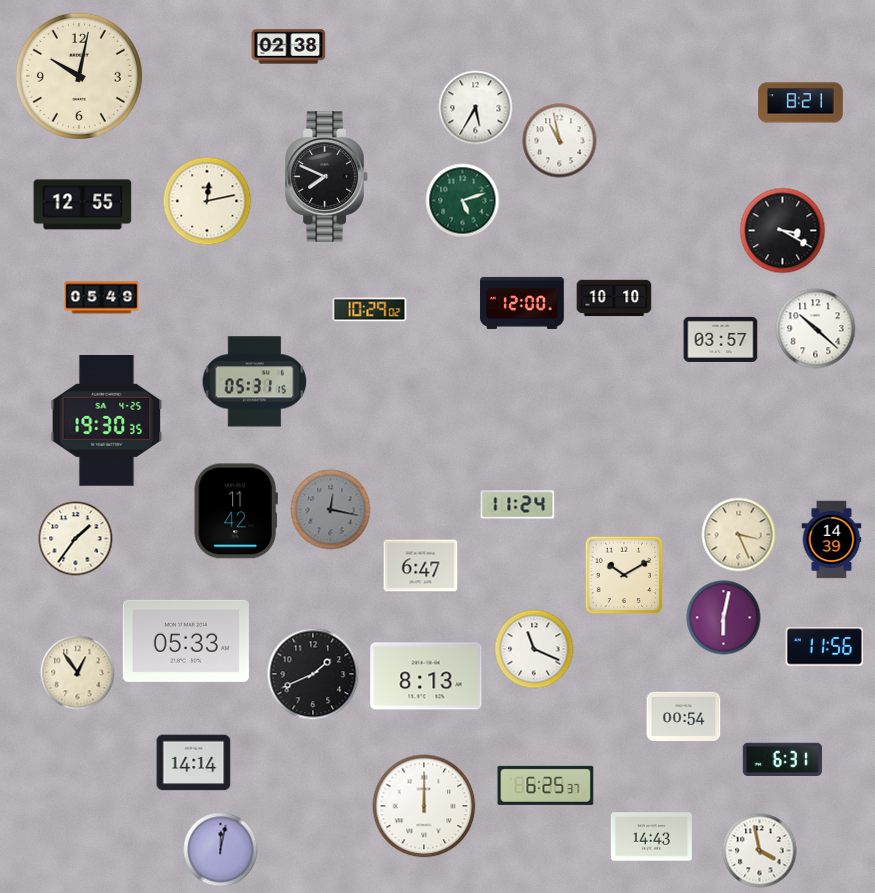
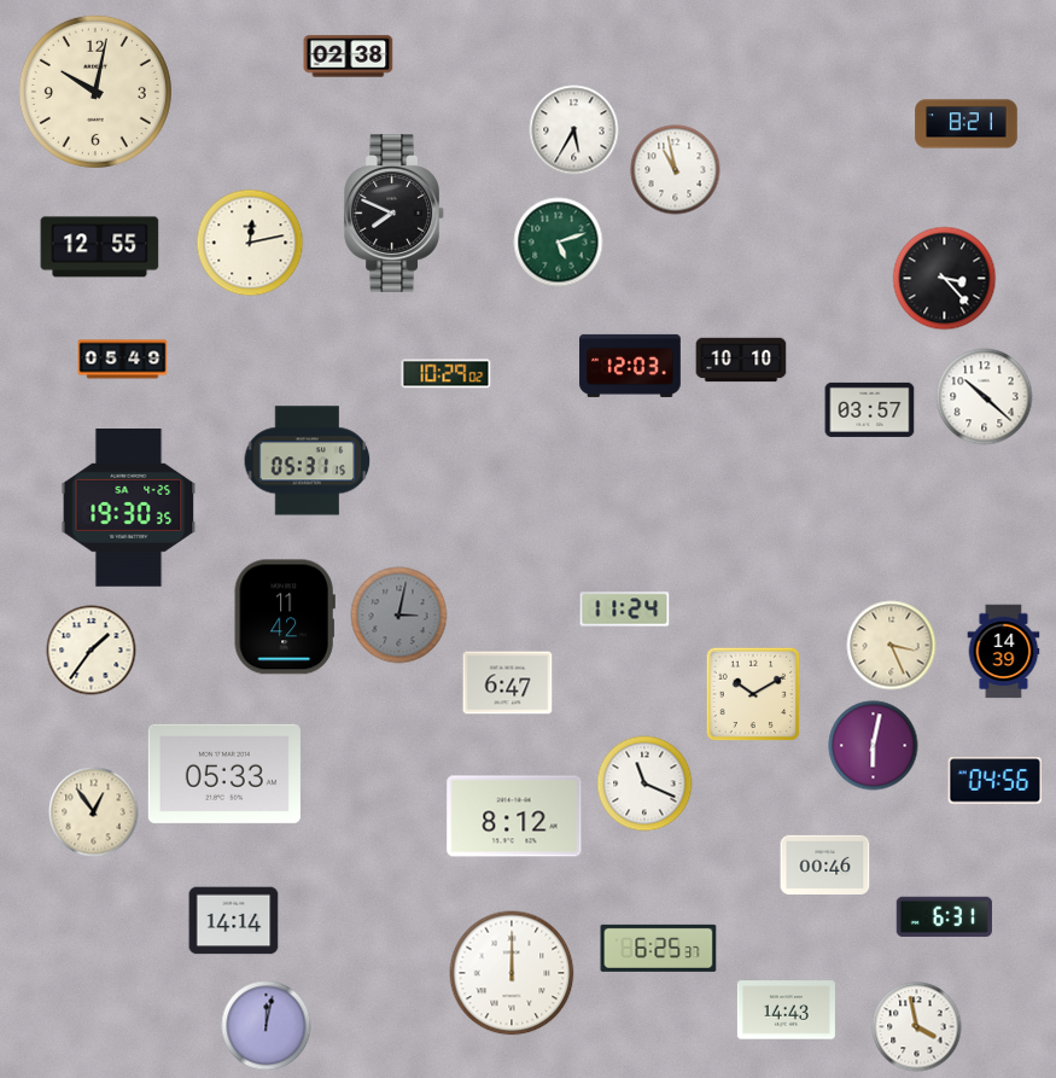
clock at (783, 231): 3:20 -> 3:23
clock at (522, 303): 12:00 -> 12:03
clock at (331, 510): 12:17 -> 3:02
clock at (825, 647): 11:56 -> 04:56
clock at (313, 674): 1:41 -> none
clock at (426, 676): 8:13 -> 8:12
clock at (684, 716): 00:54 -> 00:46
